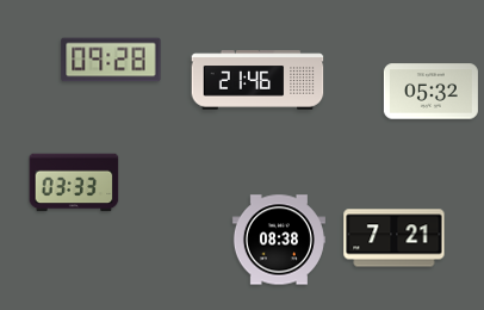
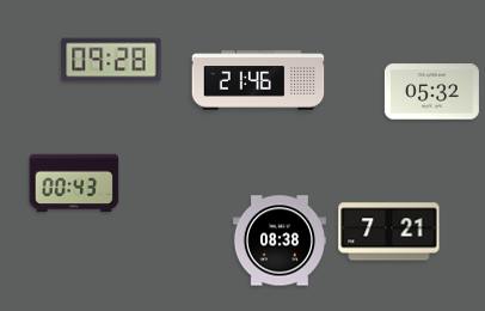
clock at (74, 182): 03:33 -> 00:43
clock at (395, 238) position: (395, 238) -> (389, 232)
